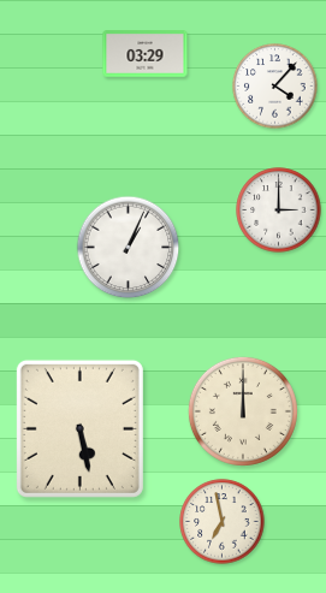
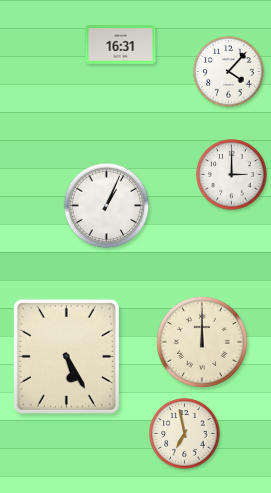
clock at (146, 54): 03:29 -> 16:31
clock at (79, 428): 5:28 -> 5:25
